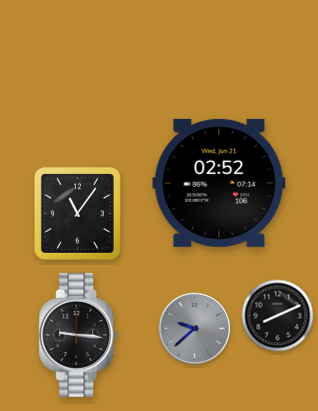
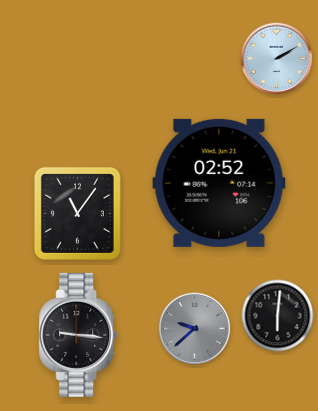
clock at (277, 59): none -> 2:10
clock at (278, 316): 8:11 -> 6:01
